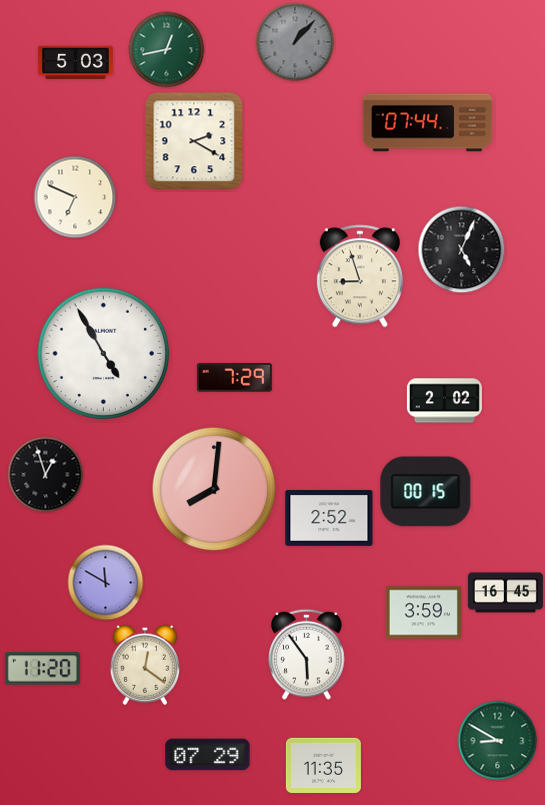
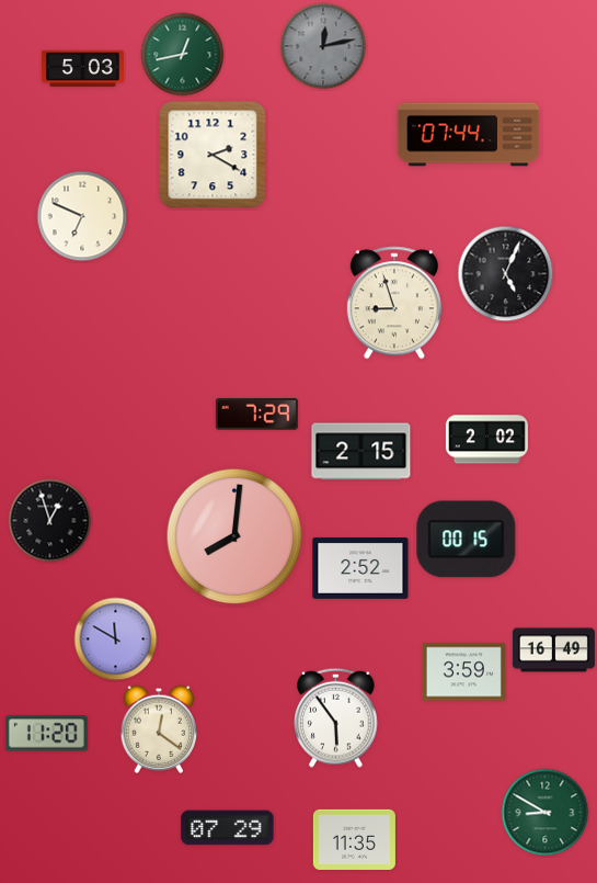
clock at (295, 42): 1:07 -> 12:13
clock at (104, 354): 4:55 -> none
clock at (361, 452): none -> 2:15
clock at (505, 593): 16:45 -> 16:49
